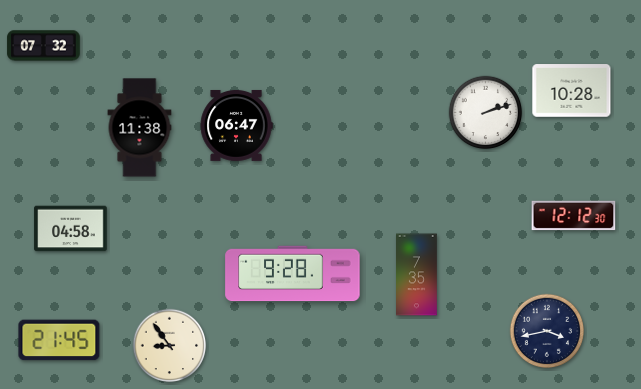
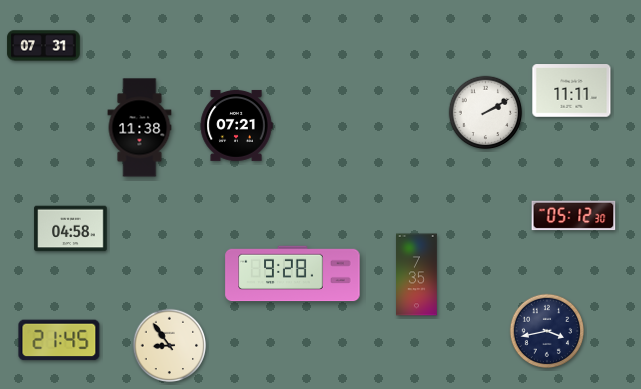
clock at (44, 46): 07:32 -> 07:31
clock at (572, 91): 10:28 -> 11:11
clock at (486, 113): 2:12 -> 2:10
clock at (236, 125): 06:47 -> 07:21
clock at (574, 216): 12:12 -> 05:12
